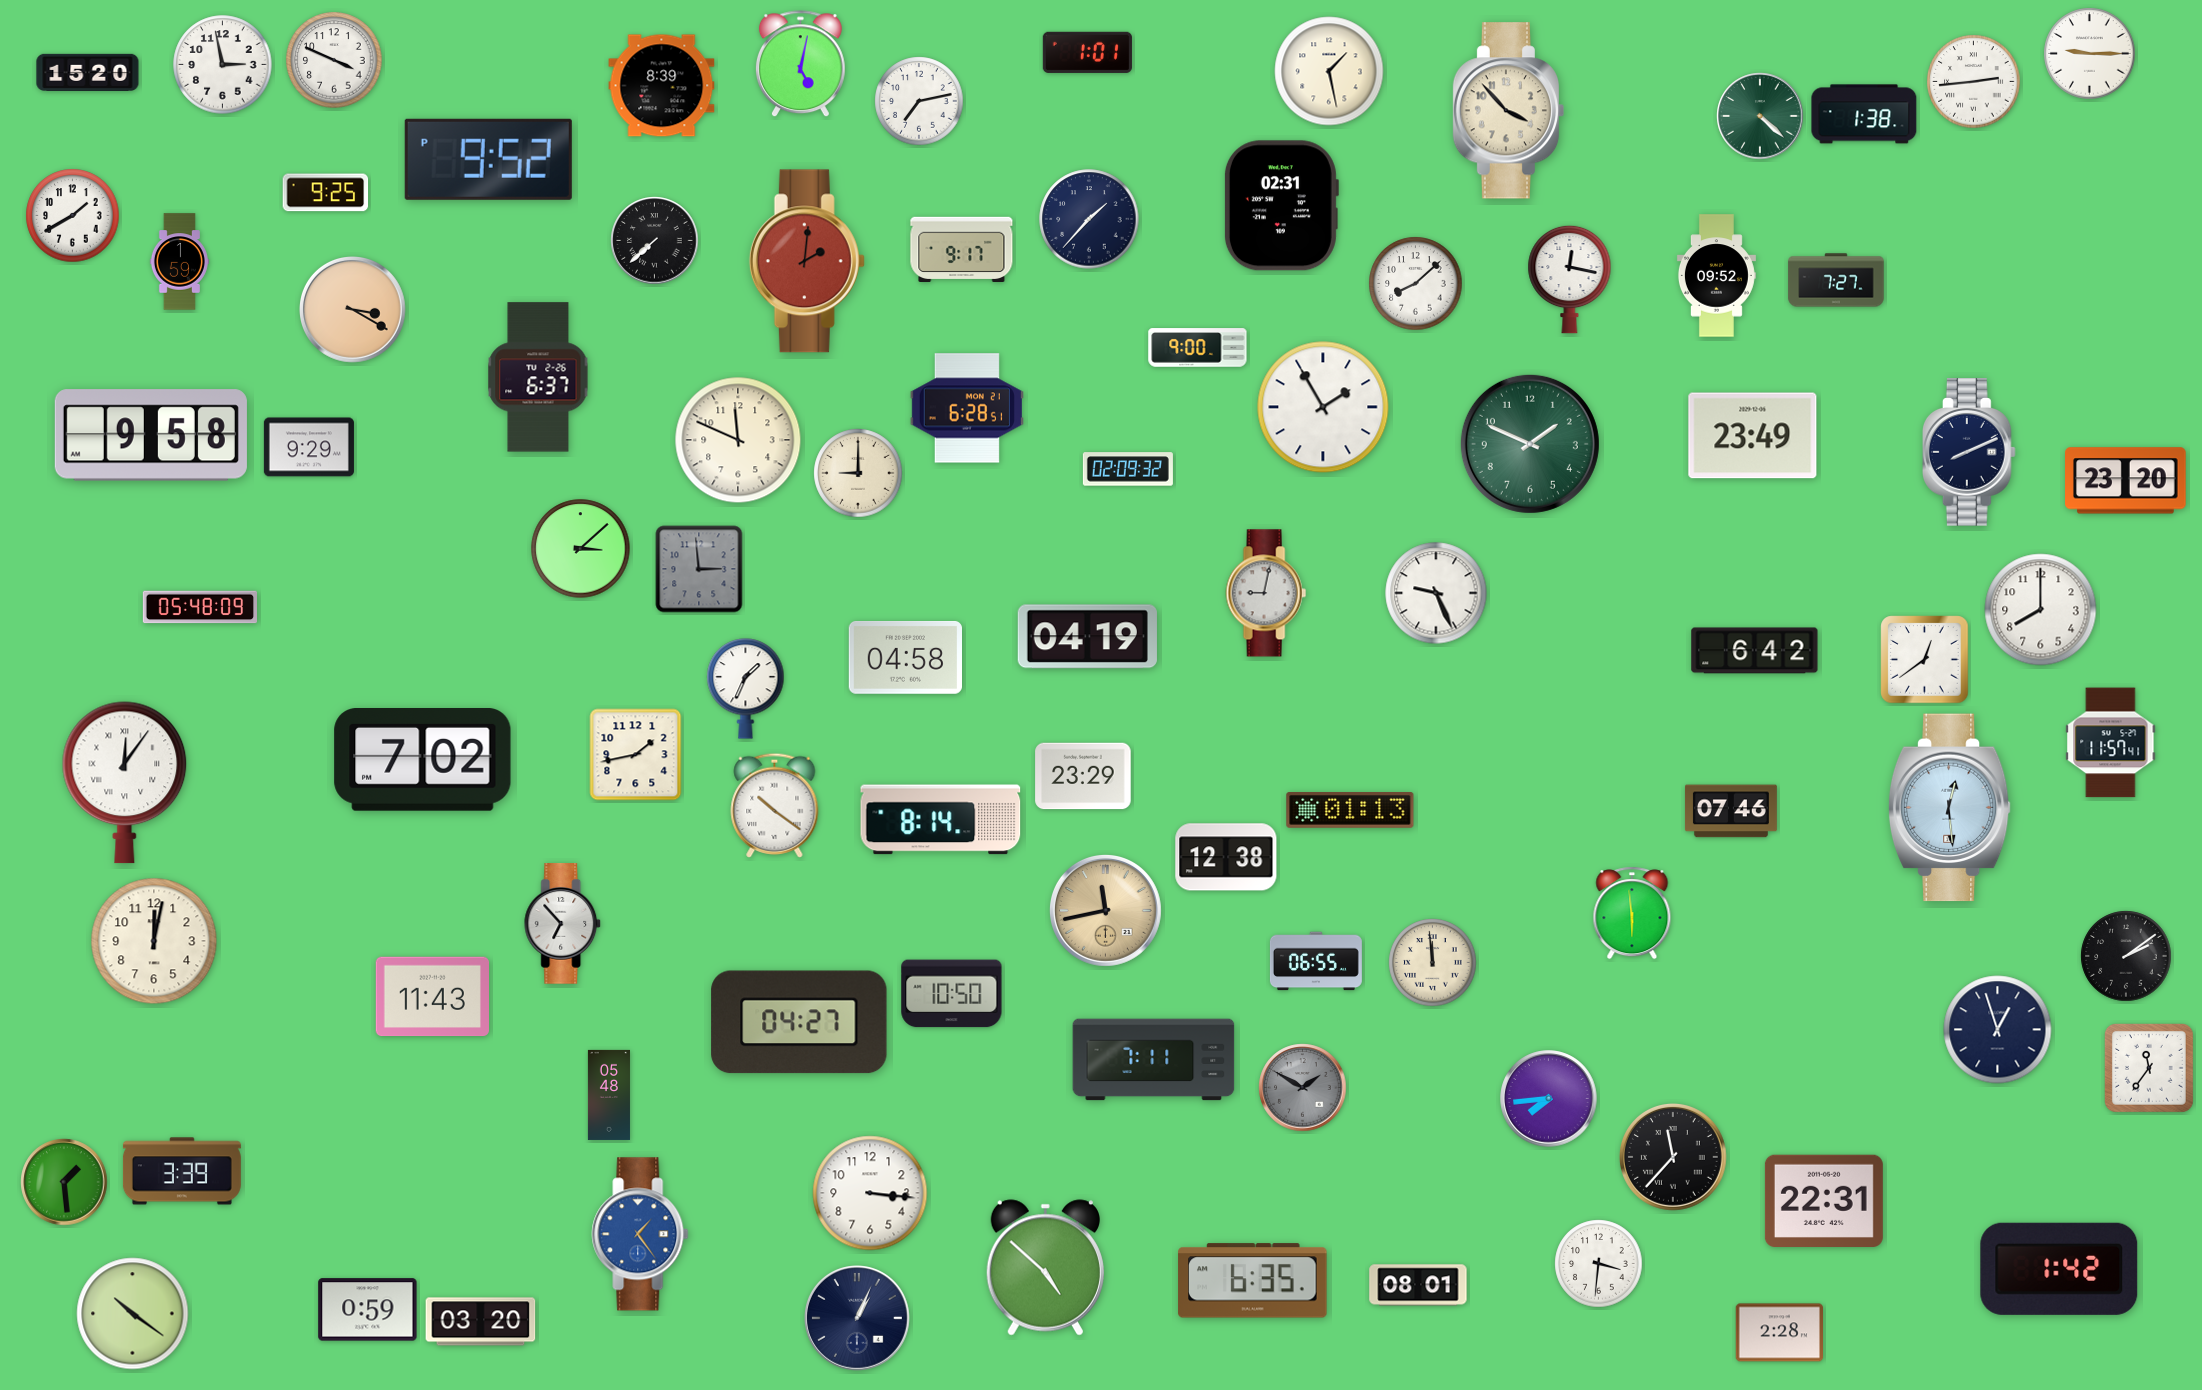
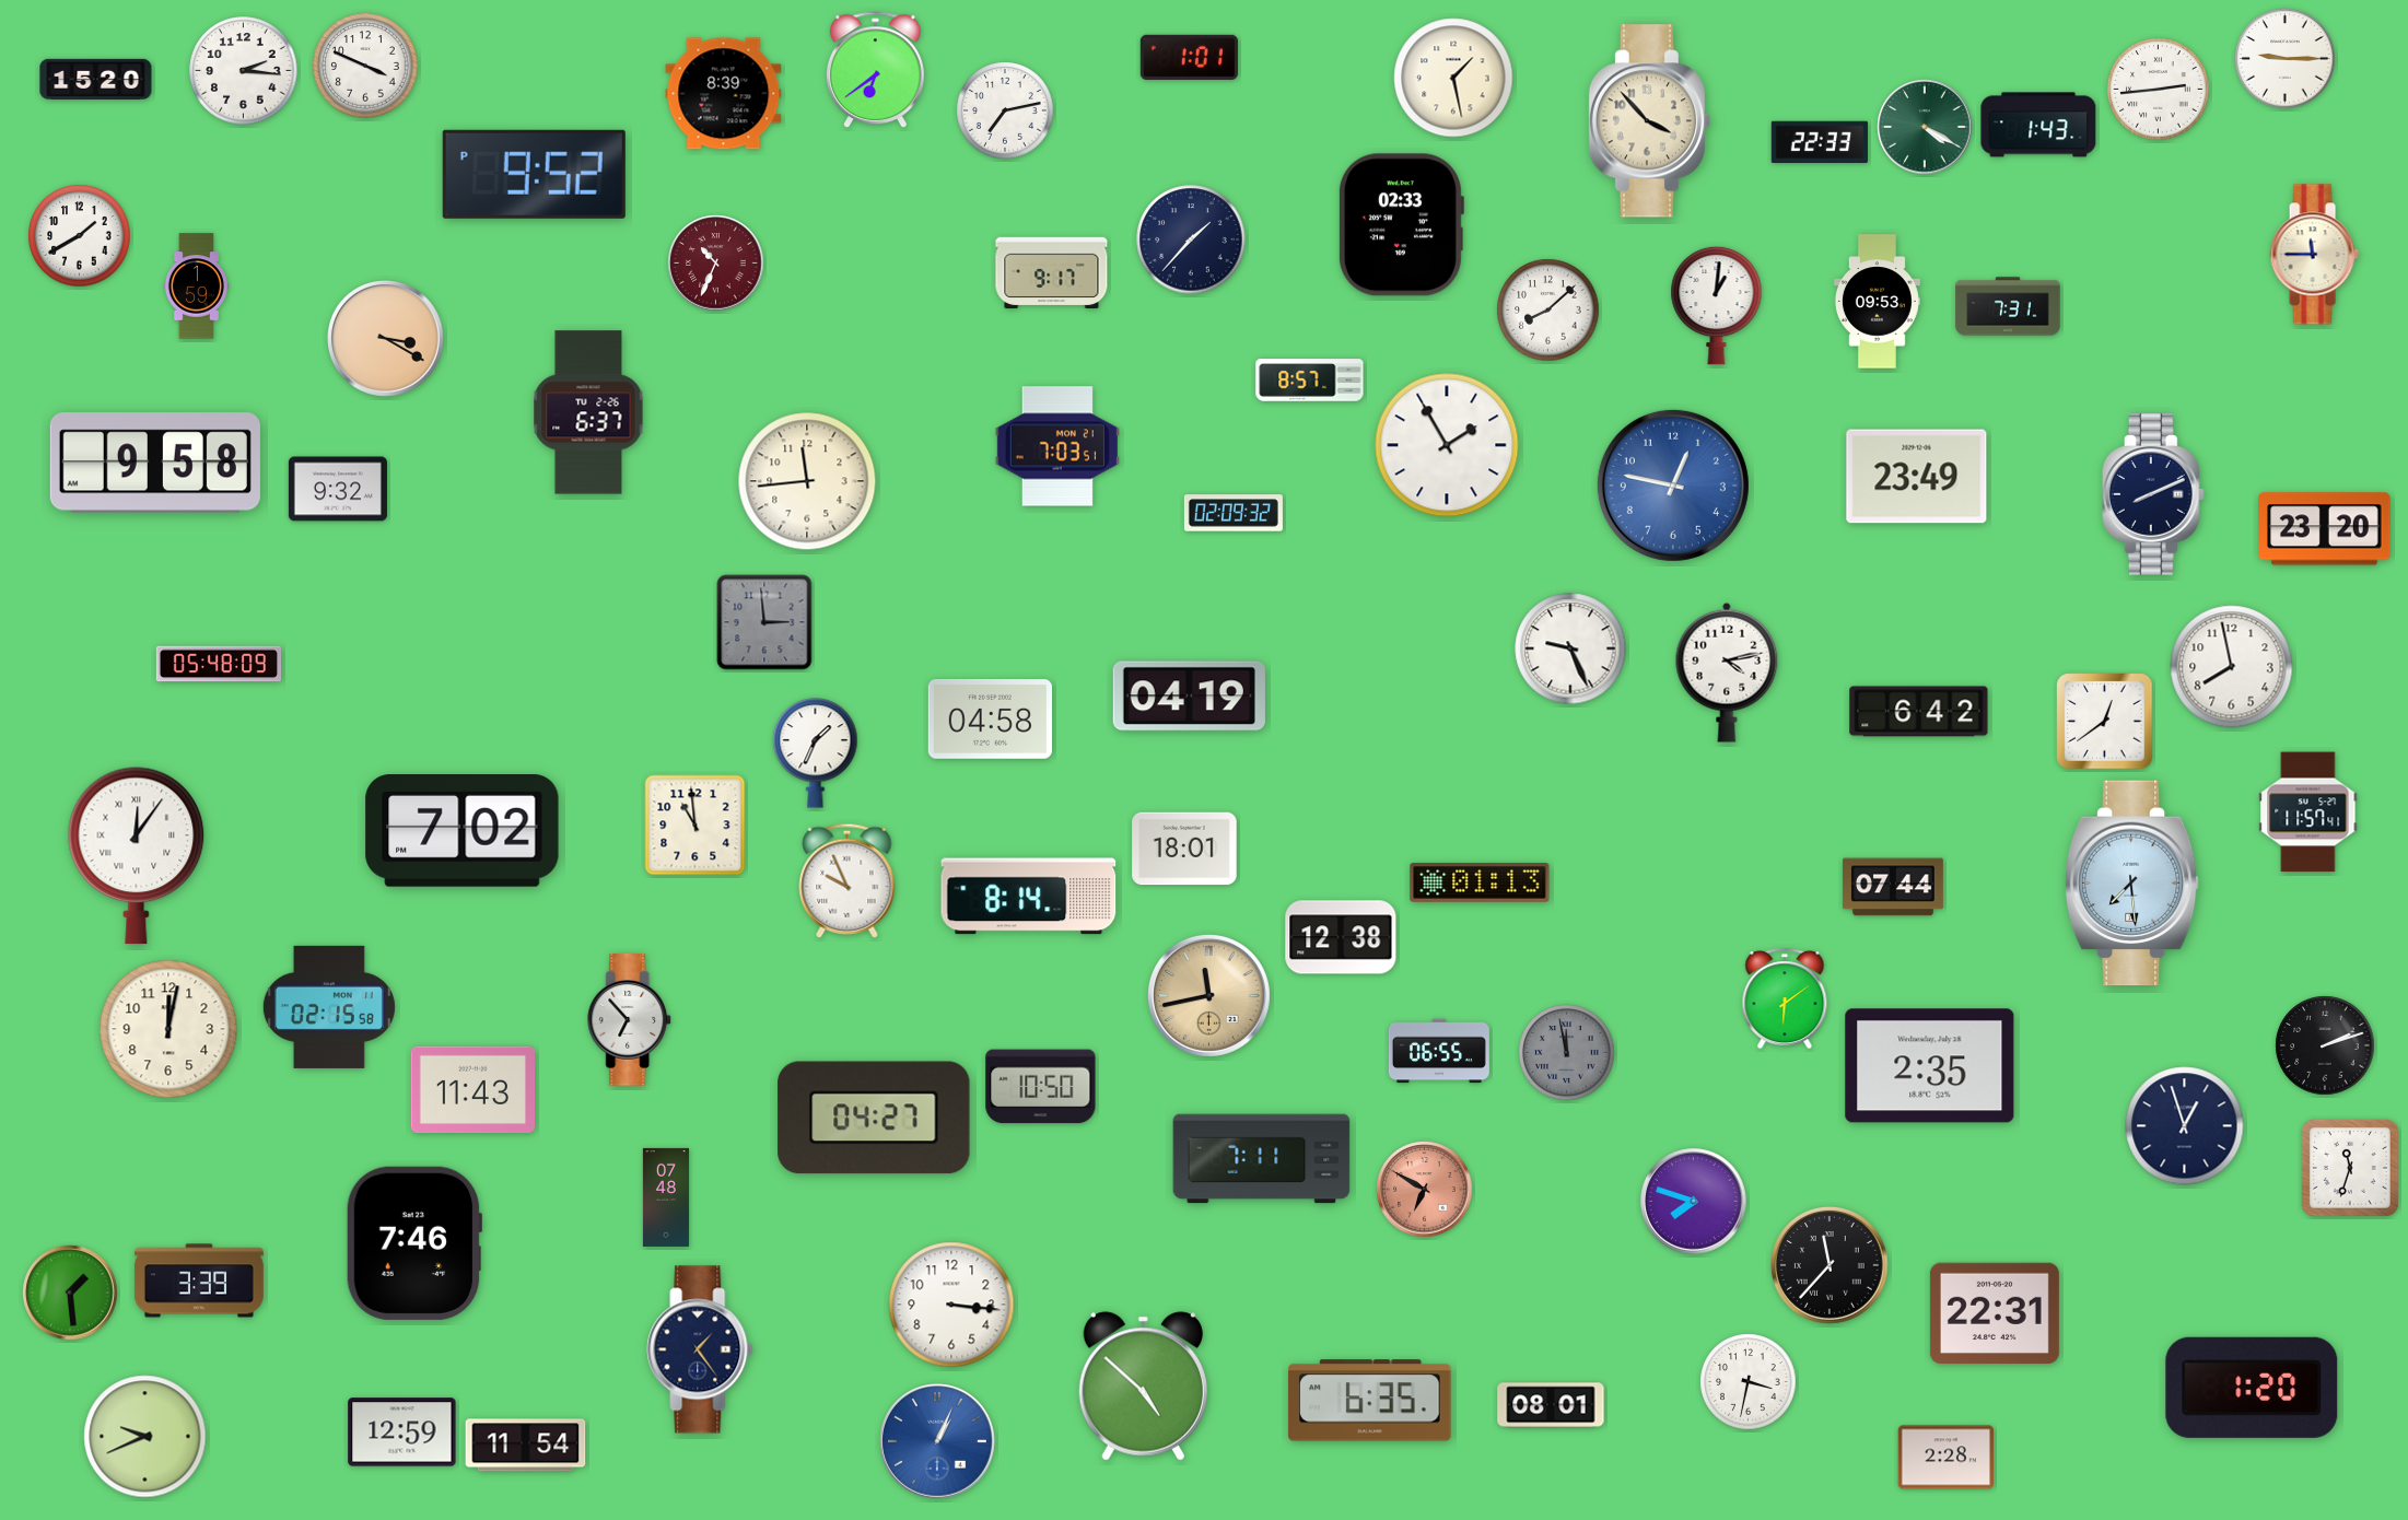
clock at (800, 64): 5:02 -> 6:39
clock at (223, 65): 2:58 -> 2:16
clock at (1864, 114): 1:38 -> 1:43
clock at (1760, 116): 4:22 -> 4:20
clock at (1820, 141): none -> 22:33
clock at (326, 193): 9:25 -> none
clock at (1281, 206): 02:31 -> 02:33
clock at (2314, 255): none -> 11:45
clock at (655, 241): 7:38 -> 10:34
clock at (655, 241) dial: black -> burgundy
clock at (807, 261): 2:01 -> none
clock at (1716, 276): 09:52 -> 09:53
clock at (1570, 279): 12:17 -> 1:01
clock at (1836, 280): 7:27 -> 7:31
clock at (1198, 348): 9:00 -> 8:57
clock at (967, 408): 6:28 -> 7:03
clock at (151, 435) position: (151, 435) -> (155, 463)
clock at (738, 440): 11:49 -> 11:44
clock at (1530, 444): 1:49 -> 12:47
clock at (1530, 444) dial: green -> blue
clock at (309, 447): 9:29 -> 9:32
clock at (858, 473): 9:00 -> none
clock at (2126, 481) position: (2126, 481) -> (2325, 529)
clock at (581, 549): 3:08 -> none
clock at (1266, 593): 9:02 -> none
clock at (2041, 610): 8:00 -> 7:58
clock at (1727, 673): none -> 4:13
clock at (636, 755): 1:43 -> 10:59
clock at (1083, 776): 23:29 -> 18:01
clock at (775, 805): 10:21 -> 9:56
clock at (1949, 808): 12:29 -> 7:29
clock at (1350, 811) position: (1350, 811) -> (1480, 884)
clock at (1731, 811): 07:46 -> 07:44
clock at (1632, 913): 5:59 -> 6:09
clock at (329, 1007): none -> 02:15
clock at (563, 924) position: (563, 924) -> (630, 1020)
clock at (2126, 956): 2:09 -> 2:12
clock at (1433, 963): 11:59 -> 11:58
clock at (1433, 963) dial: cream -> grey
clock at (1930, 1066): none -> 2:35
clock at (2149, 1068): 11:36 -> 11:33
clock at (1303, 1088): 1:50 -> 6:50
clock at (1303, 1088) dial: grey -> salmon
clock at (609, 1095): 05:48 -> 07:48
clock at (1549, 1099): 7:44 -> 7:48
clock at (413, 1243): none -> 7:46
clock at (640, 1234) dial: blue -> navy
clock at (1599, 1264): 3:31 -> 3:32
clock at (2059, 1269): 1:42 -> 1:20
clock at (368, 1310): 0:59 -> 12:59
clock at (133, 1314): 10:21 -> 9:41
clock at (858, 1319) dial: navy -> blue
clock at (481, 1322): 03:20 -> 11:54
